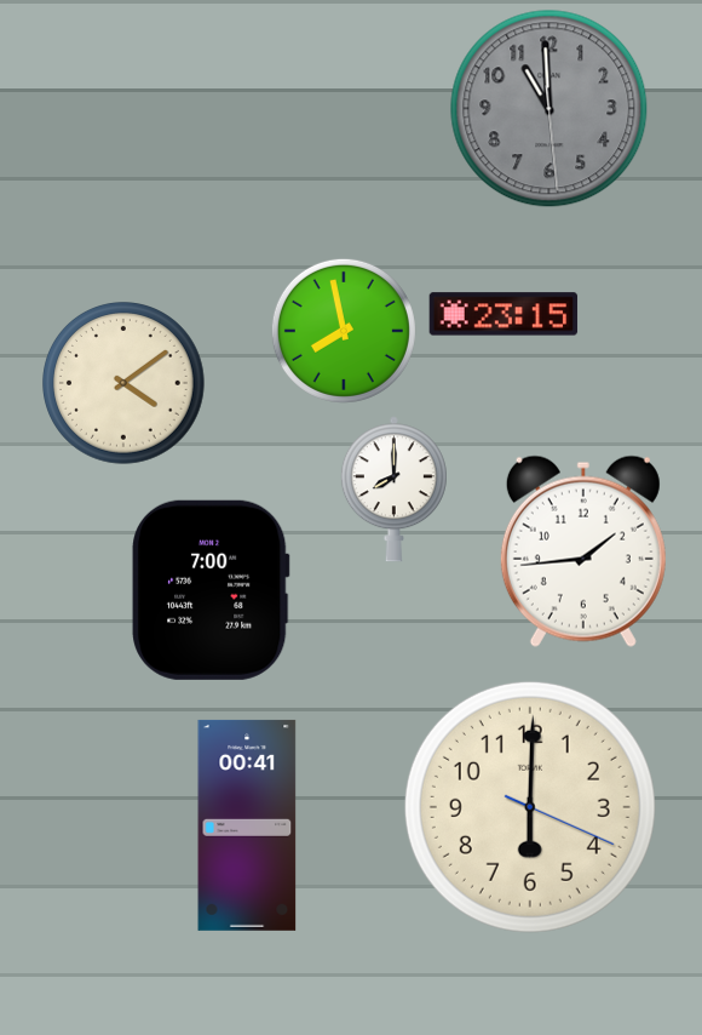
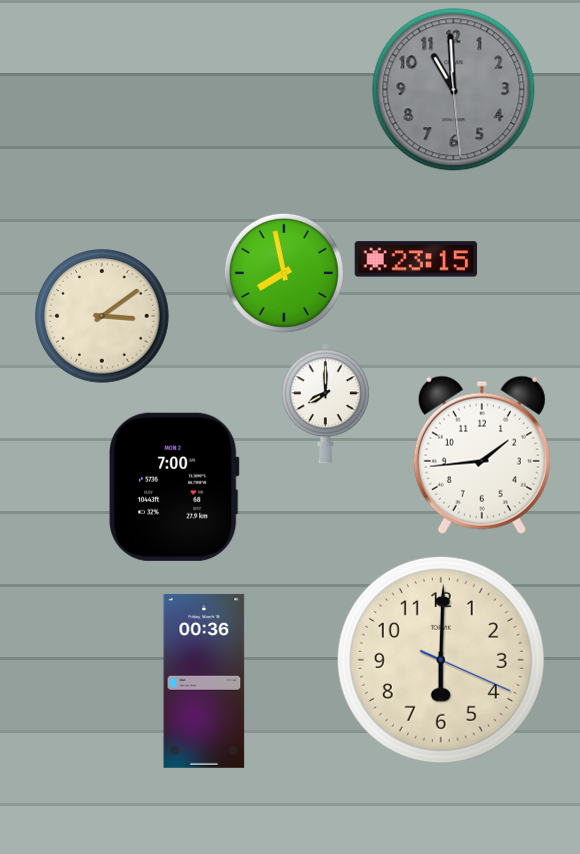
clock at (123, 383): 4:09 -> 3:09
clock at (530, 807) position: (530, 807) -> (441, 660)
clock at (247, 825): 00:41 -> 00:36
